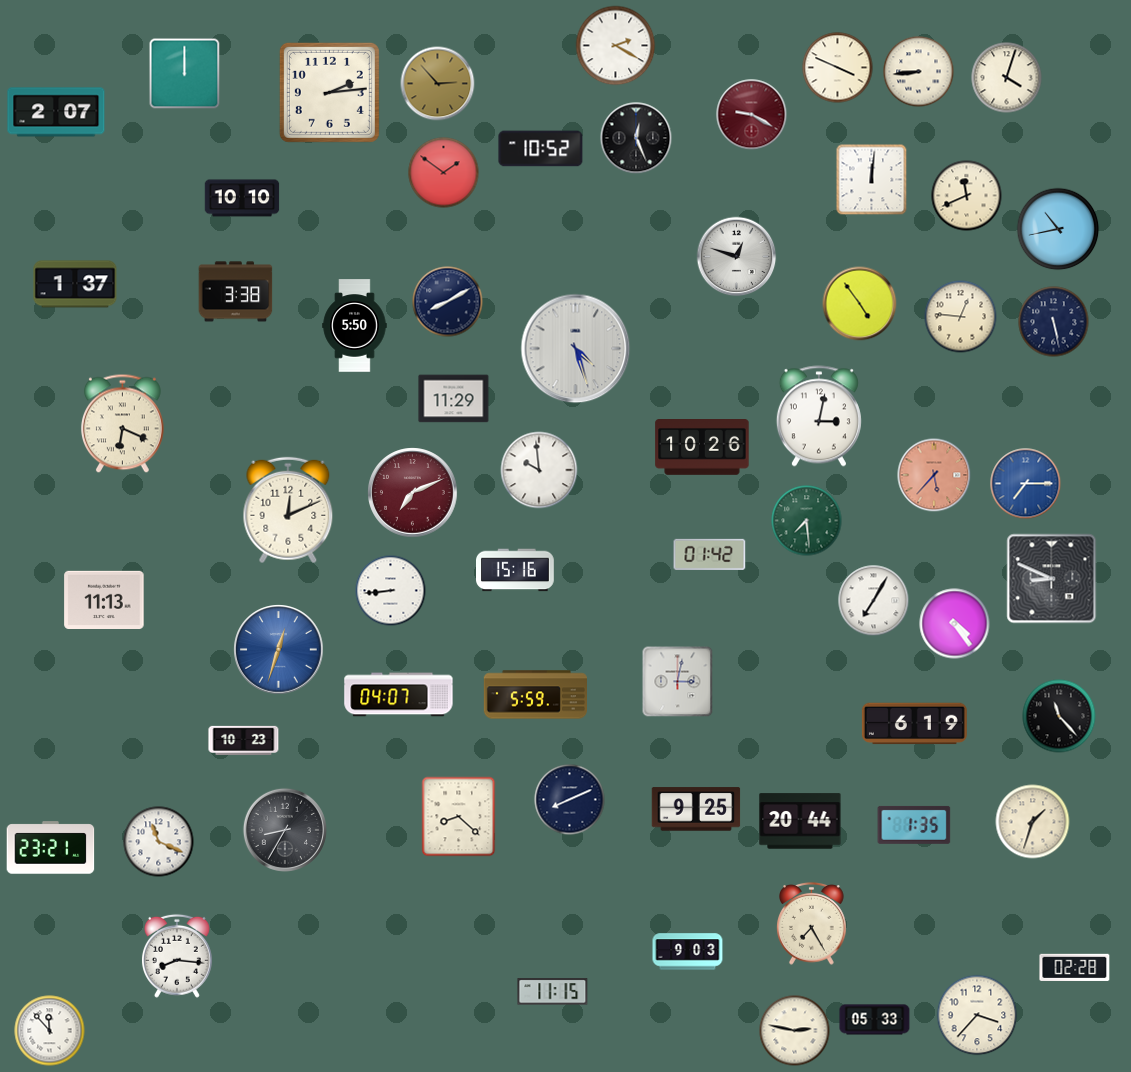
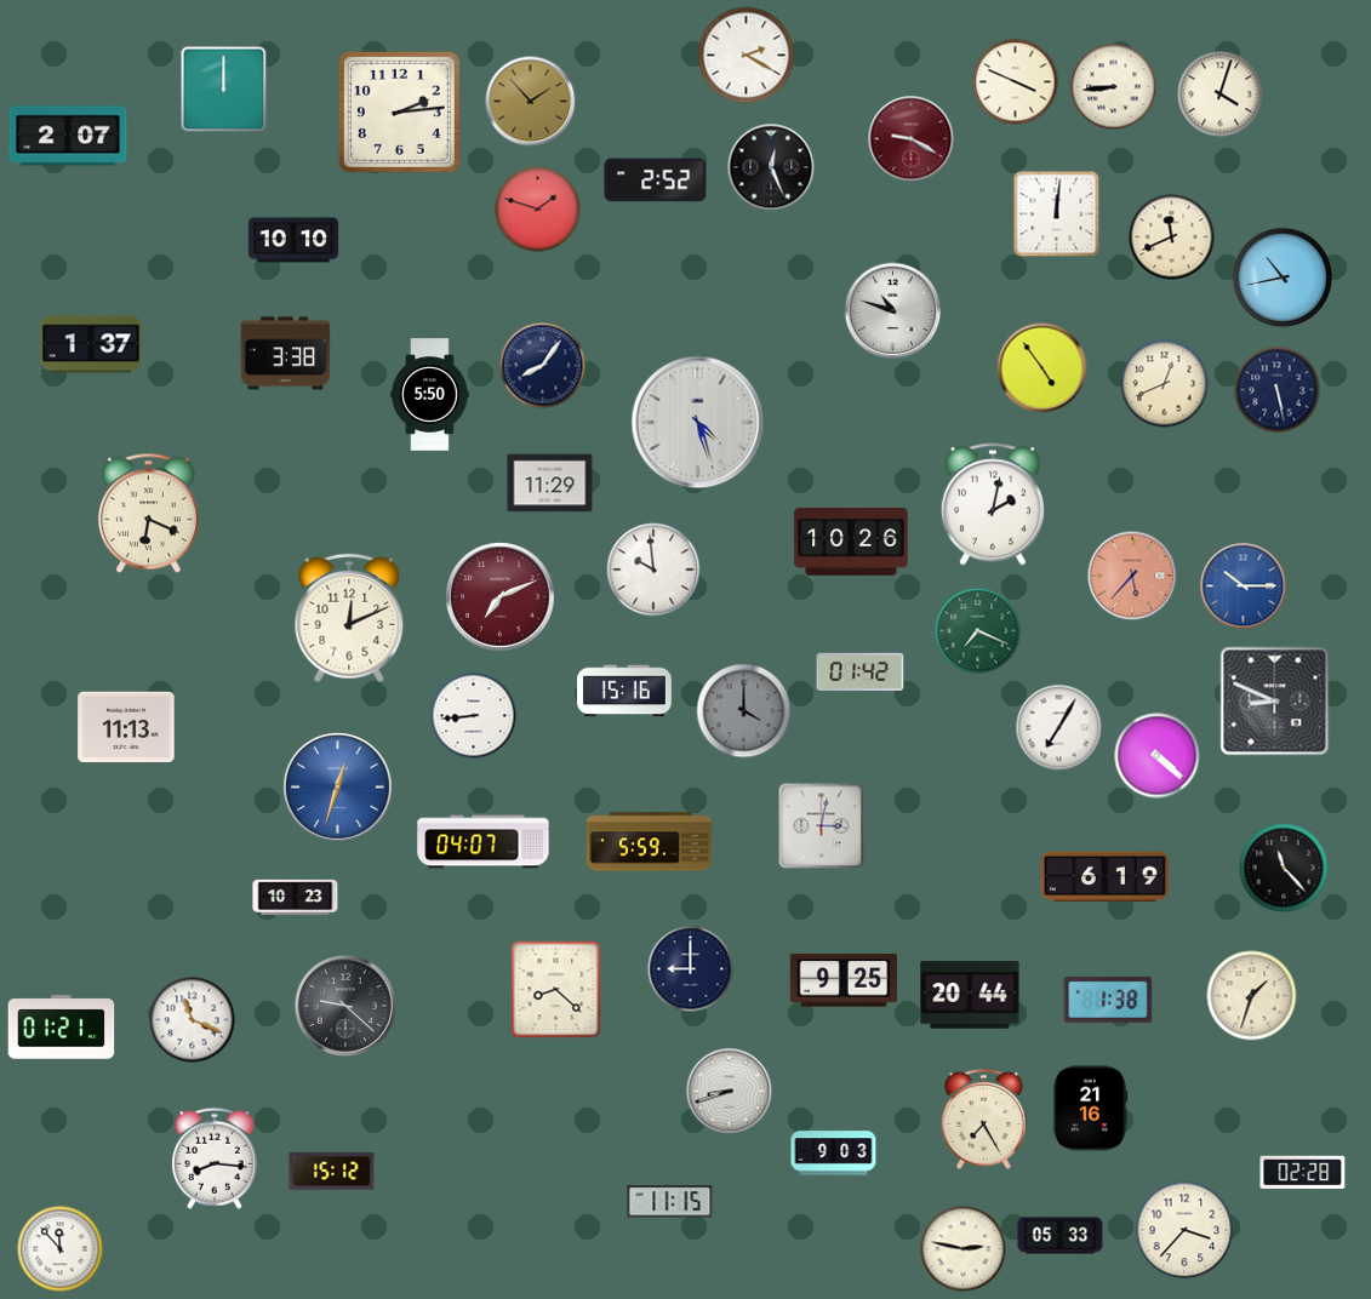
clock at (438, 84): 2:53 -> 1:53
clock at (541, 149): 10:52 -> 2:52
clock at (444, 173): 1:51 -> 1:48
clock at (872, 180) position: (872, 180) -> (1057, 214)
clock at (737, 257): 12:48 -> 10:48
clock at (448, 302): 8:10 -> 8:06
clock at (961, 317): 12:46 -> 12:41
clock at (819, 416): 3:02 -> 2:02
clock at (1026, 484): 7:15 -> 10:15
clock at (807, 521): 7:29 -> 7:19
clock at (744, 711): none -> 4:00
clock at (955, 624): 4:24 -> 4:22
clock at (914, 724) position: (914, 724) -> (1104, 877)
clock at (570, 800): 8:11 -> 9:00
clock at (914, 825): 1:35 -> 1:38
clock at (285, 830): 8:35 -> 9:22
clock at (51, 848): 23:21 -> 01:21
clock at (730, 1092): none -> 8:42
clock at (1090, 1109): none -> 21:16
clock at (332, 1172): none -> 15:12
